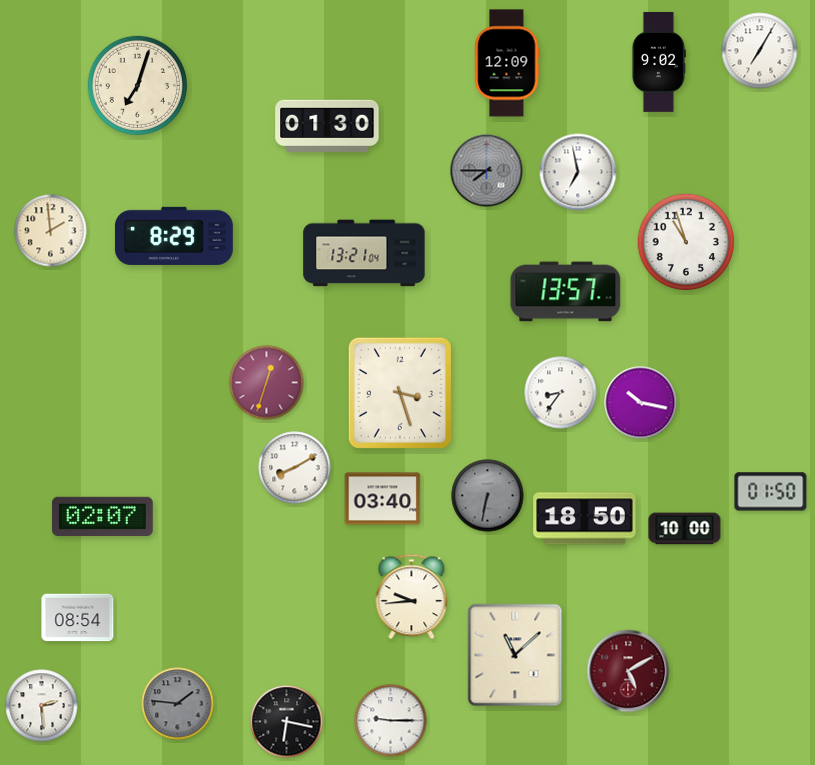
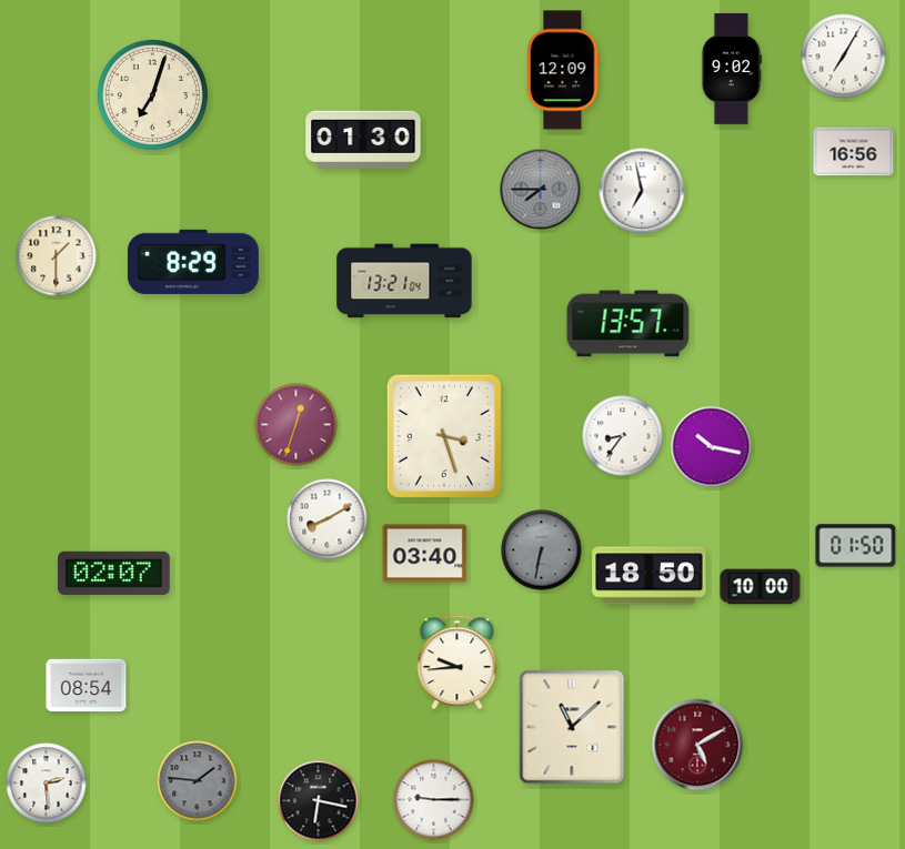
clock at (854, 152): none -> 16:56
clock at (51, 231): 1:59 -> 1:30
clock at (686, 242): 10:57 -> none
